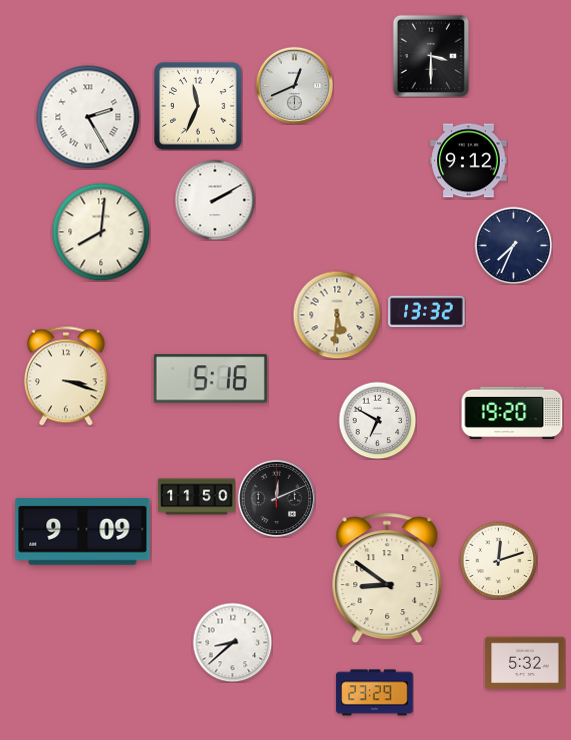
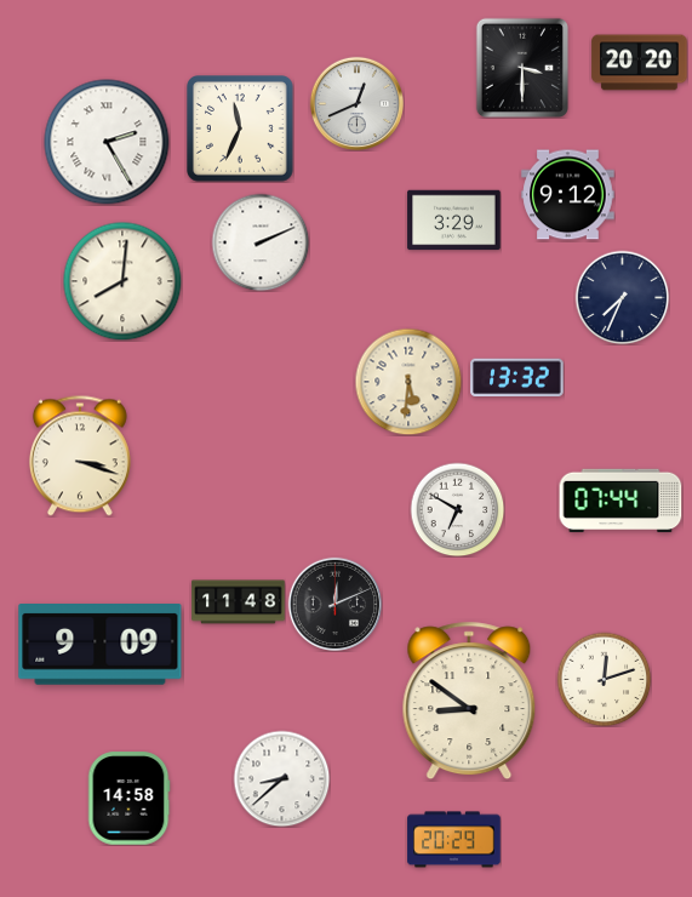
clock at (640, 63): none -> 20:20
clock at (454, 221): none -> 3:29
clock at (215, 200): 2:10 -> 2:11
clock at (210, 379): 5:16 -> none
clock at (512, 413): 19:20 -> 07:44
clock at (197, 497): 11:50 -> 11:48
clock at (128, 799): none -> 14:58
clock at (525, 663): 5:32 -> none
clock at (375, 693): 23:29 -> 20:29
